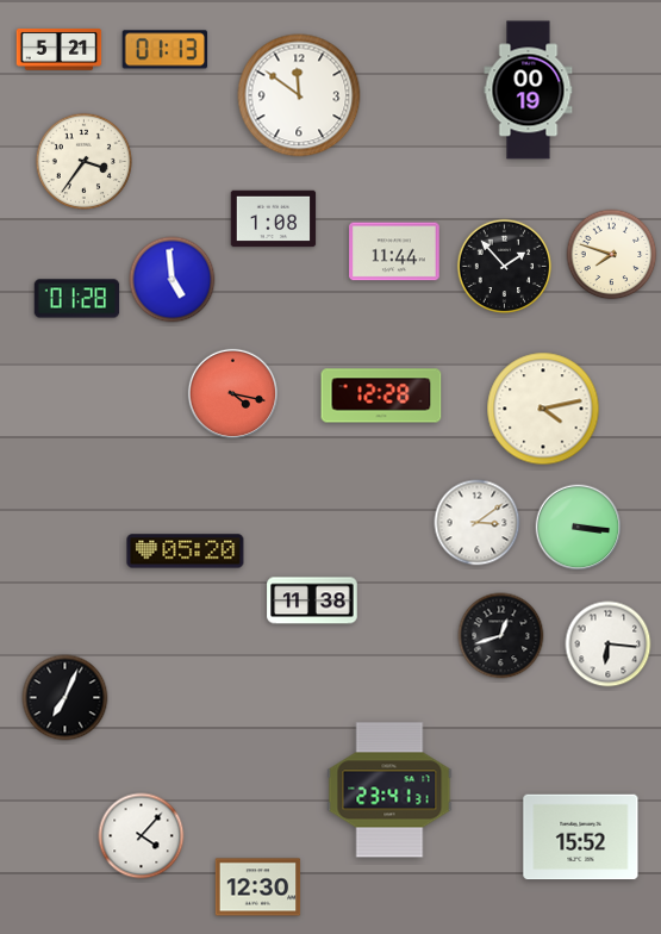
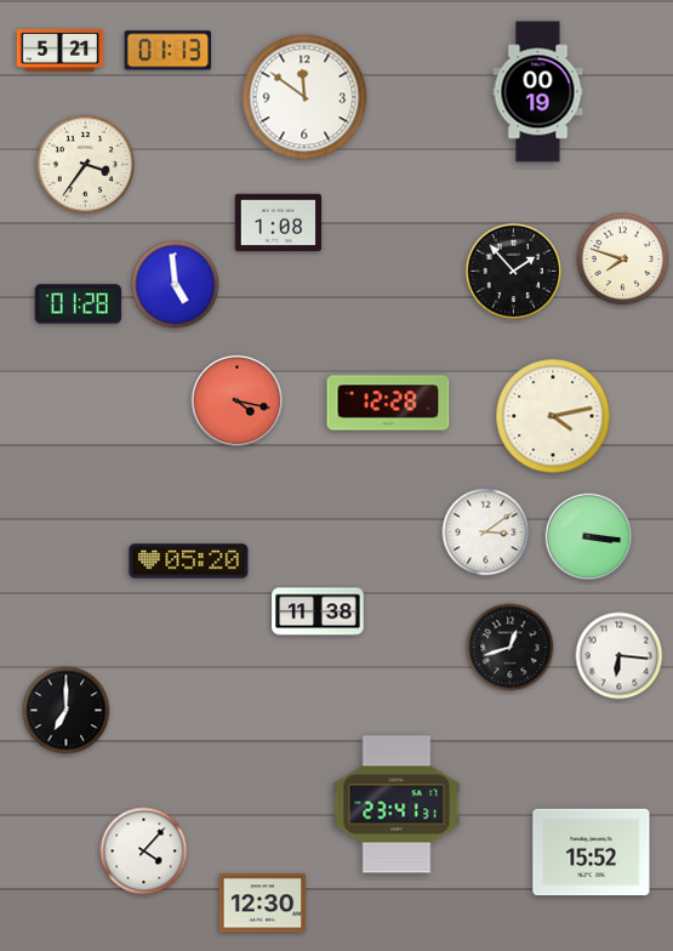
clock at (394, 251): 11:44 -> none
clock at (66, 698): 7:04 -> 7:00
